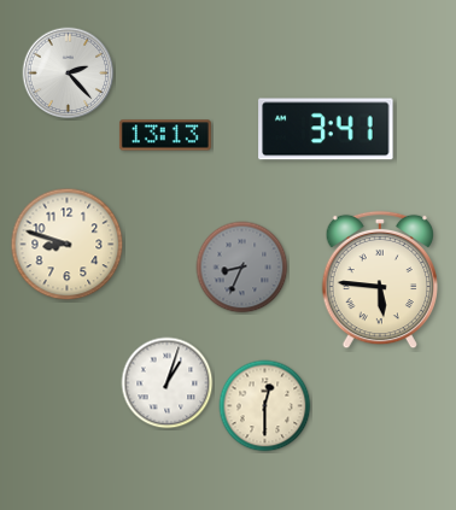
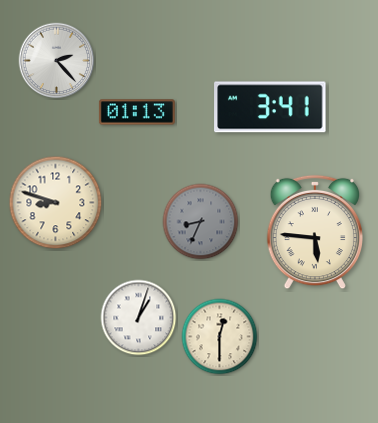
clock at (165, 135): 13:13 -> 01:13
